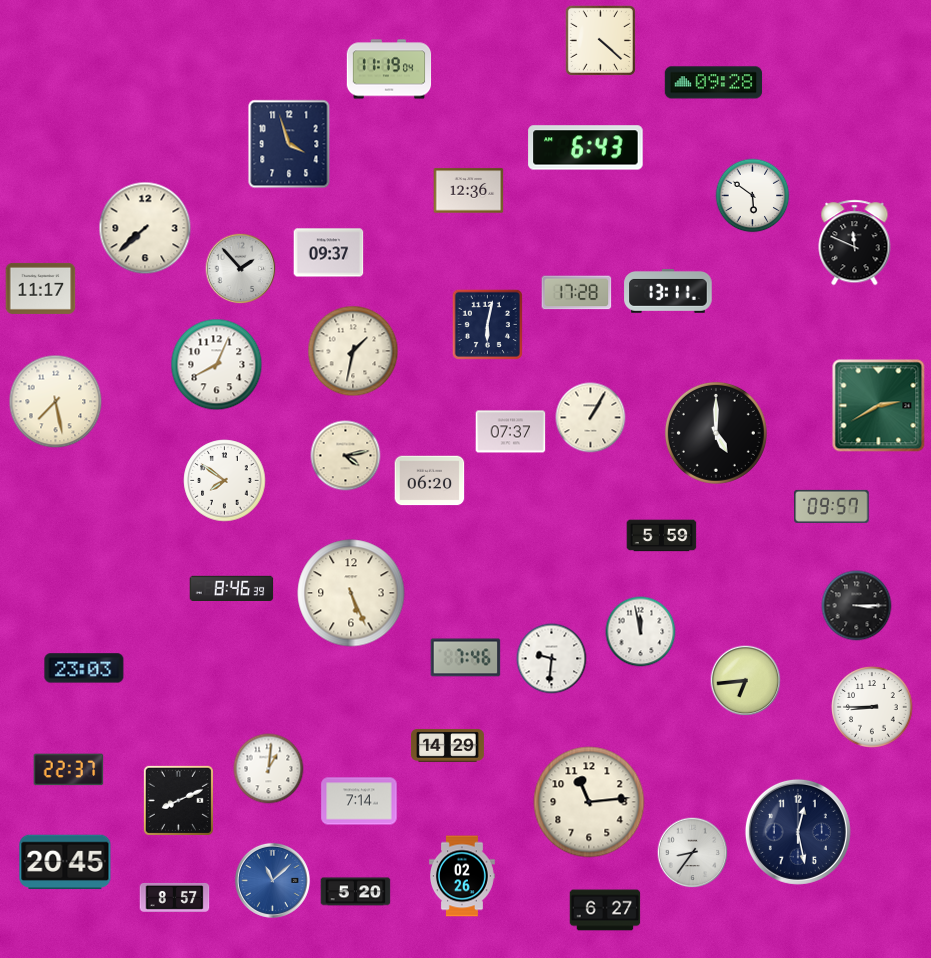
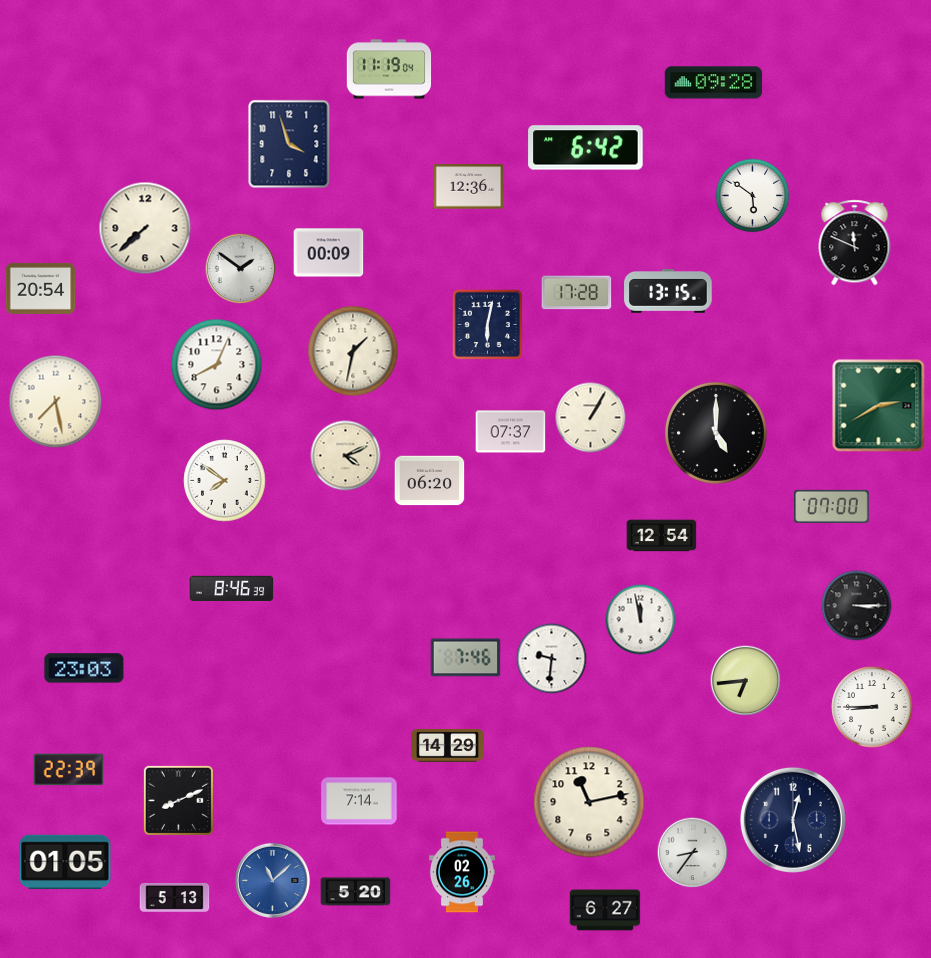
clock at (600, 40): 4:22 -> none
clock at (586, 148): 6:43 -> 6:42
clock at (469, 191) position: (469, 191) -> (469, 187)
clock at (329, 253): 09:37 -> 00:09
clock at (241, 269): 1:53 -> 1:51
clock at (41, 288): 11:17 -> 20:54
clock at (668, 291): 13:11 -> 13:15
clock at (346, 456): 4:13 -> 4:11
clock at (832, 506): 09:57 -> 07:00
clock at (662, 536): 5:59 -> 12:54
clock at (351, 593): 5:26 -> none
clock at (641, 632) position: (641, 632) -> (641, 620)
clock at (269, 769): 1:01 -> none
clock at (69, 770): 22:37 -> 22:39
clock at (589, 802): 11:14 -> 11:13
clock at (798, 832) position: (798, 832) -> (793, 820)
clock at (65, 862): 20:45 -> 01:05
clock at (463, 876) position: (463, 876) -> (463, 872)
clock at (175, 897): 8:57 -> 5:13
